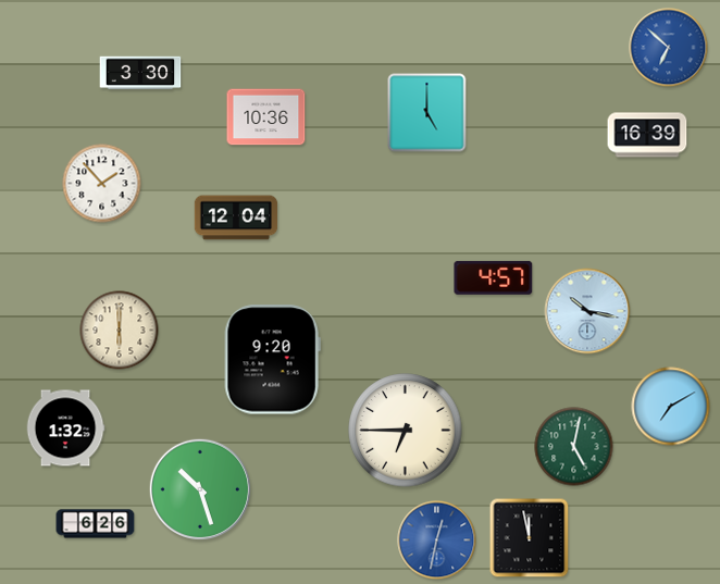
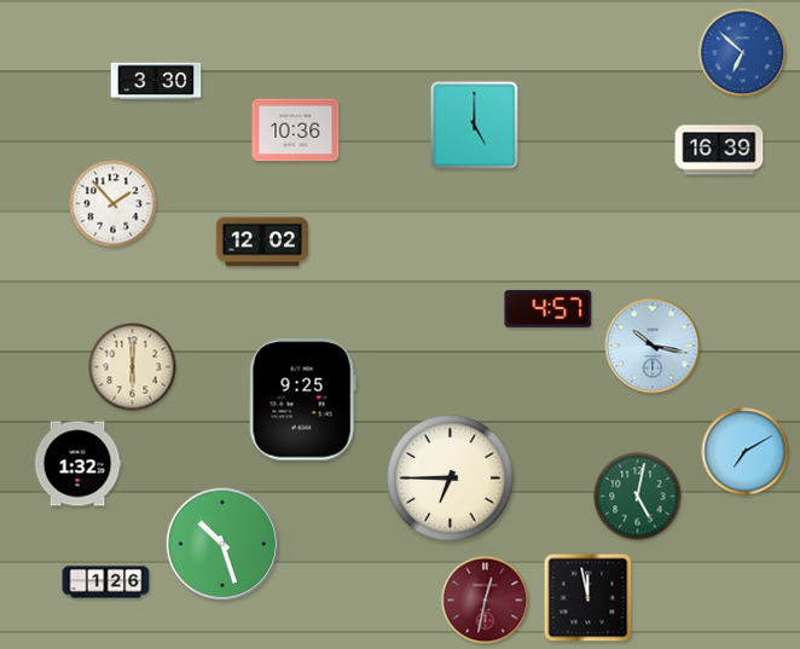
clock at (236, 218): 12:04 -> 12:02
clock at (272, 360): 9:20 -> 9:25
clock at (65, 428) position: (65, 428) -> (77, 464)
clock at (96, 524): 6:26 -> 1:26
clock at (437, 540) dial: blue -> burgundy
